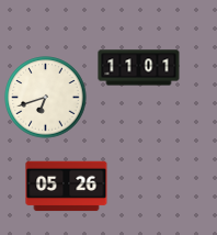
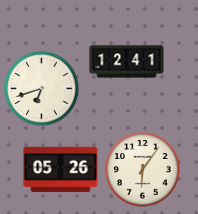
clock at (139, 68): 11:01 -> 12:41
clock at (143, 170): none -> 6:06
